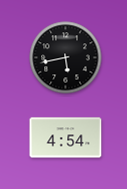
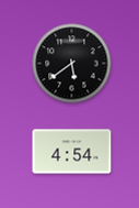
clock at (66, 58): 5:43 -> 5:39
